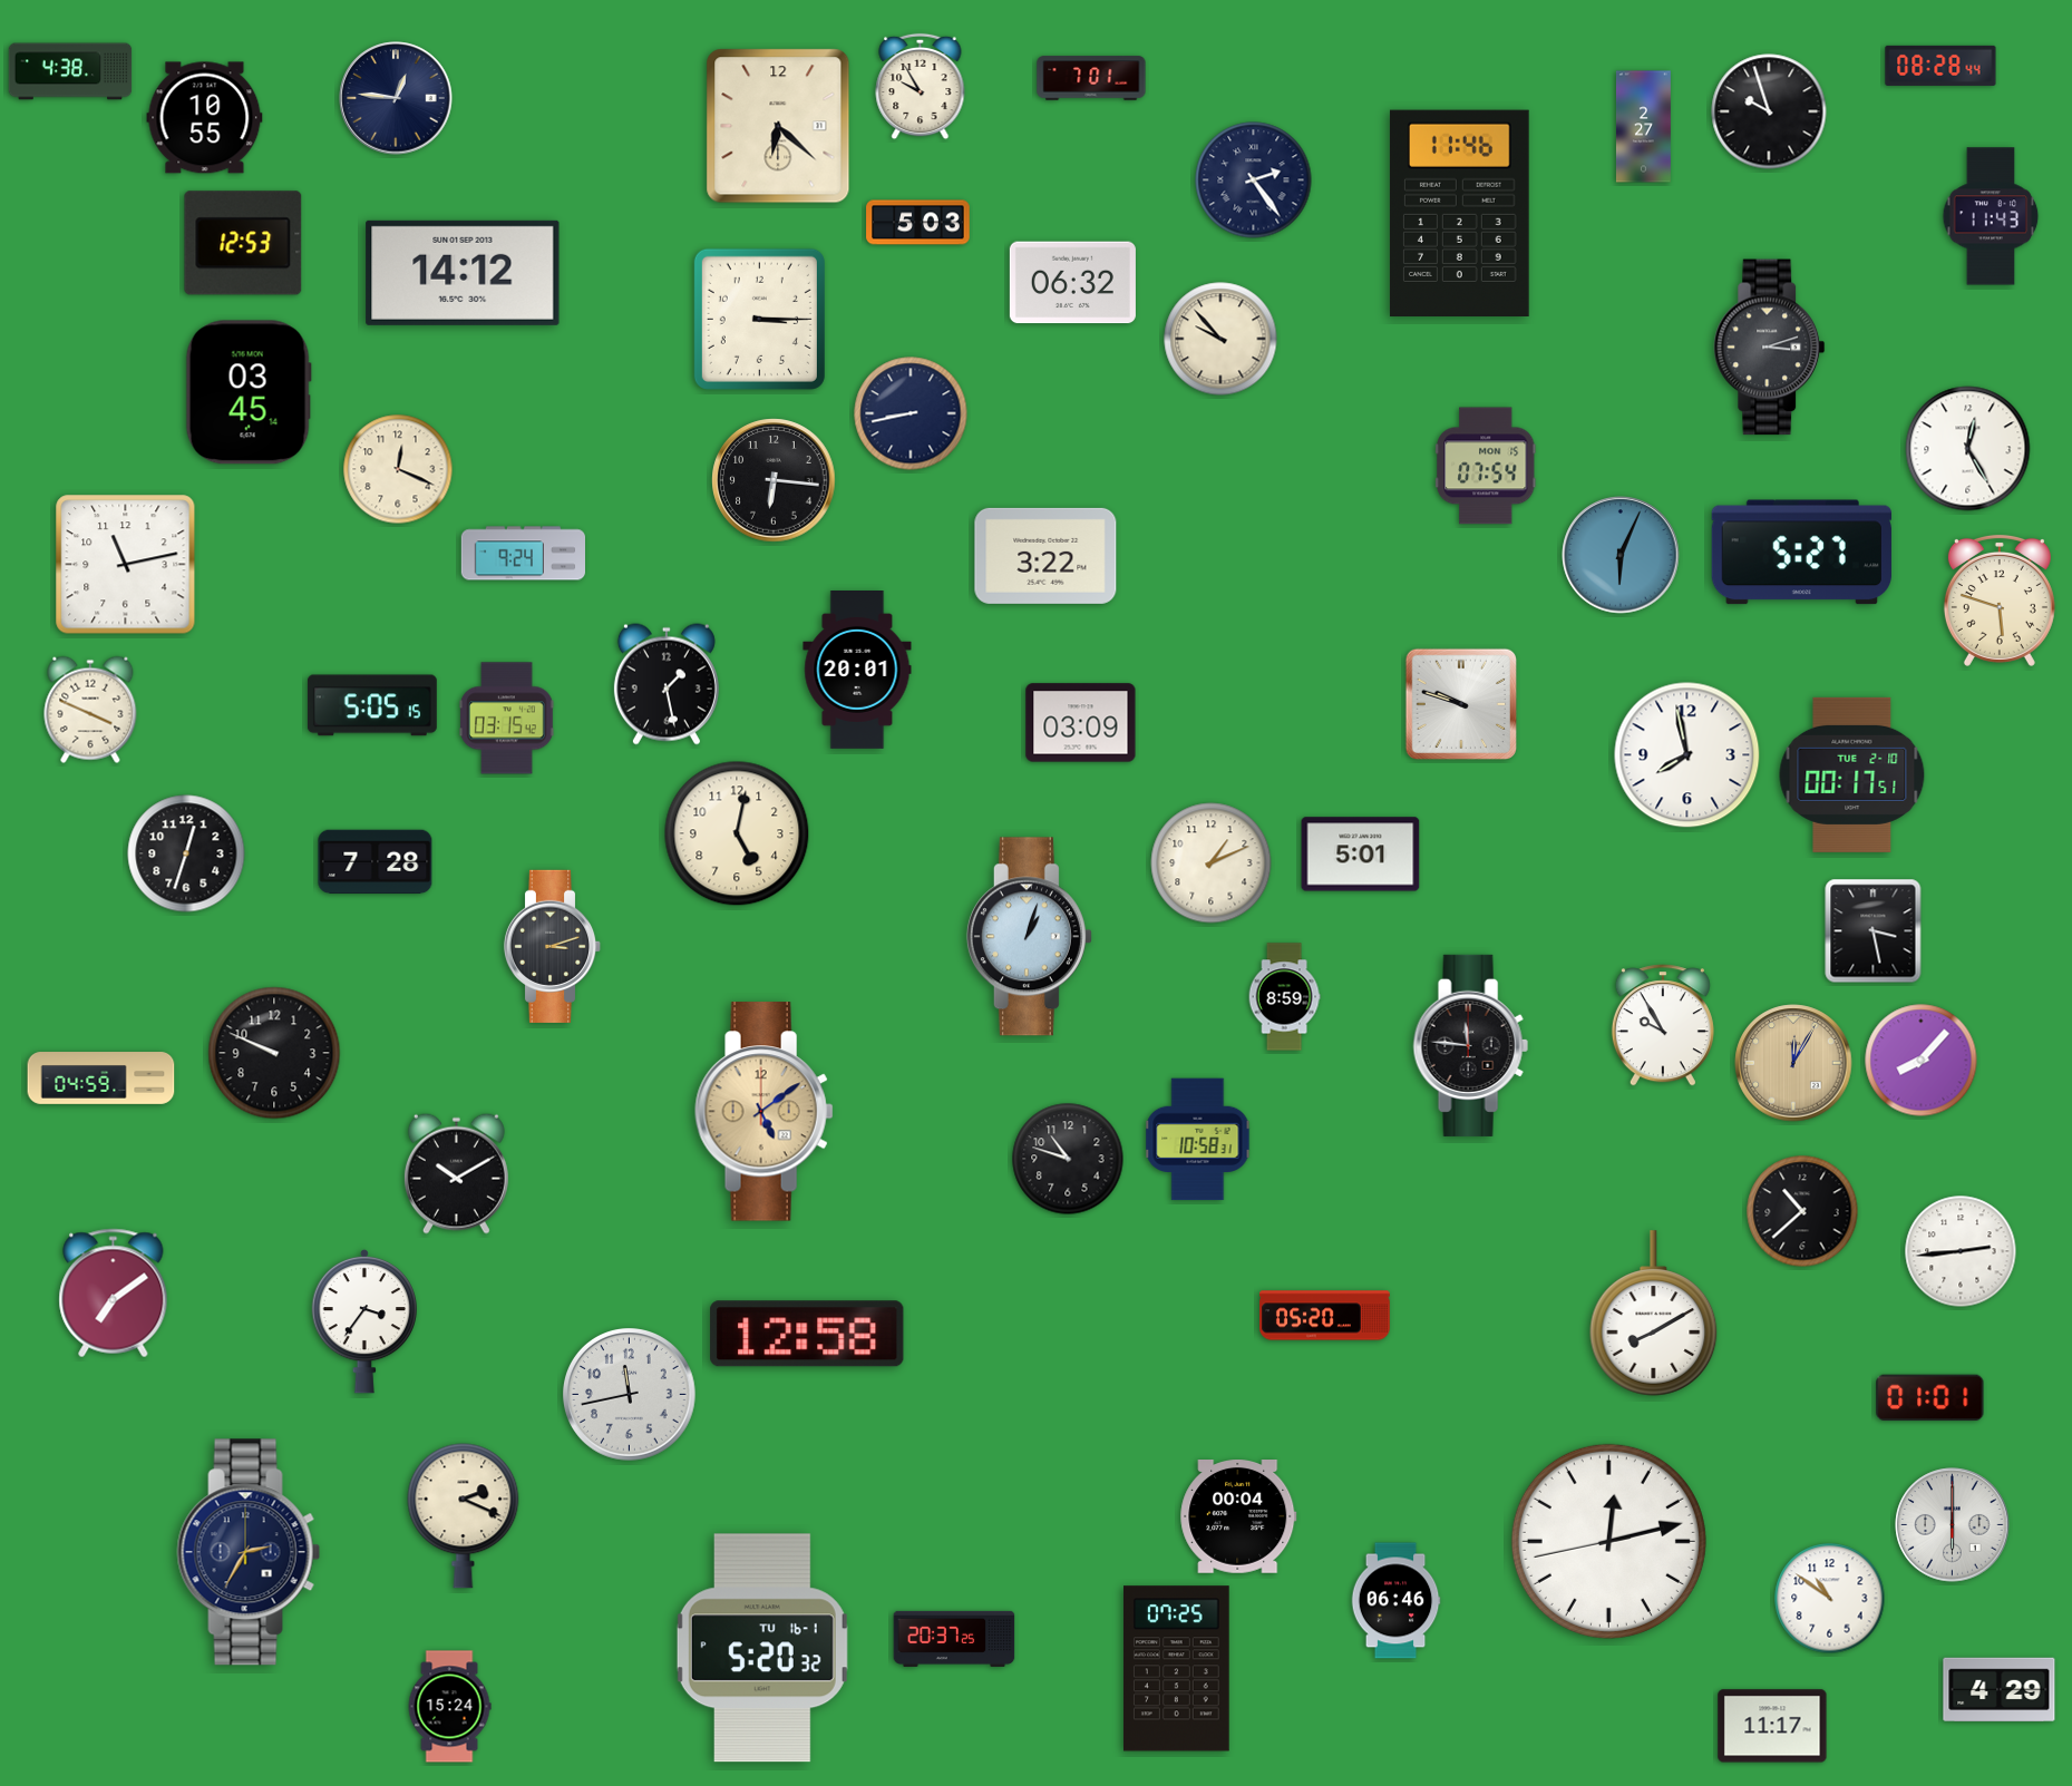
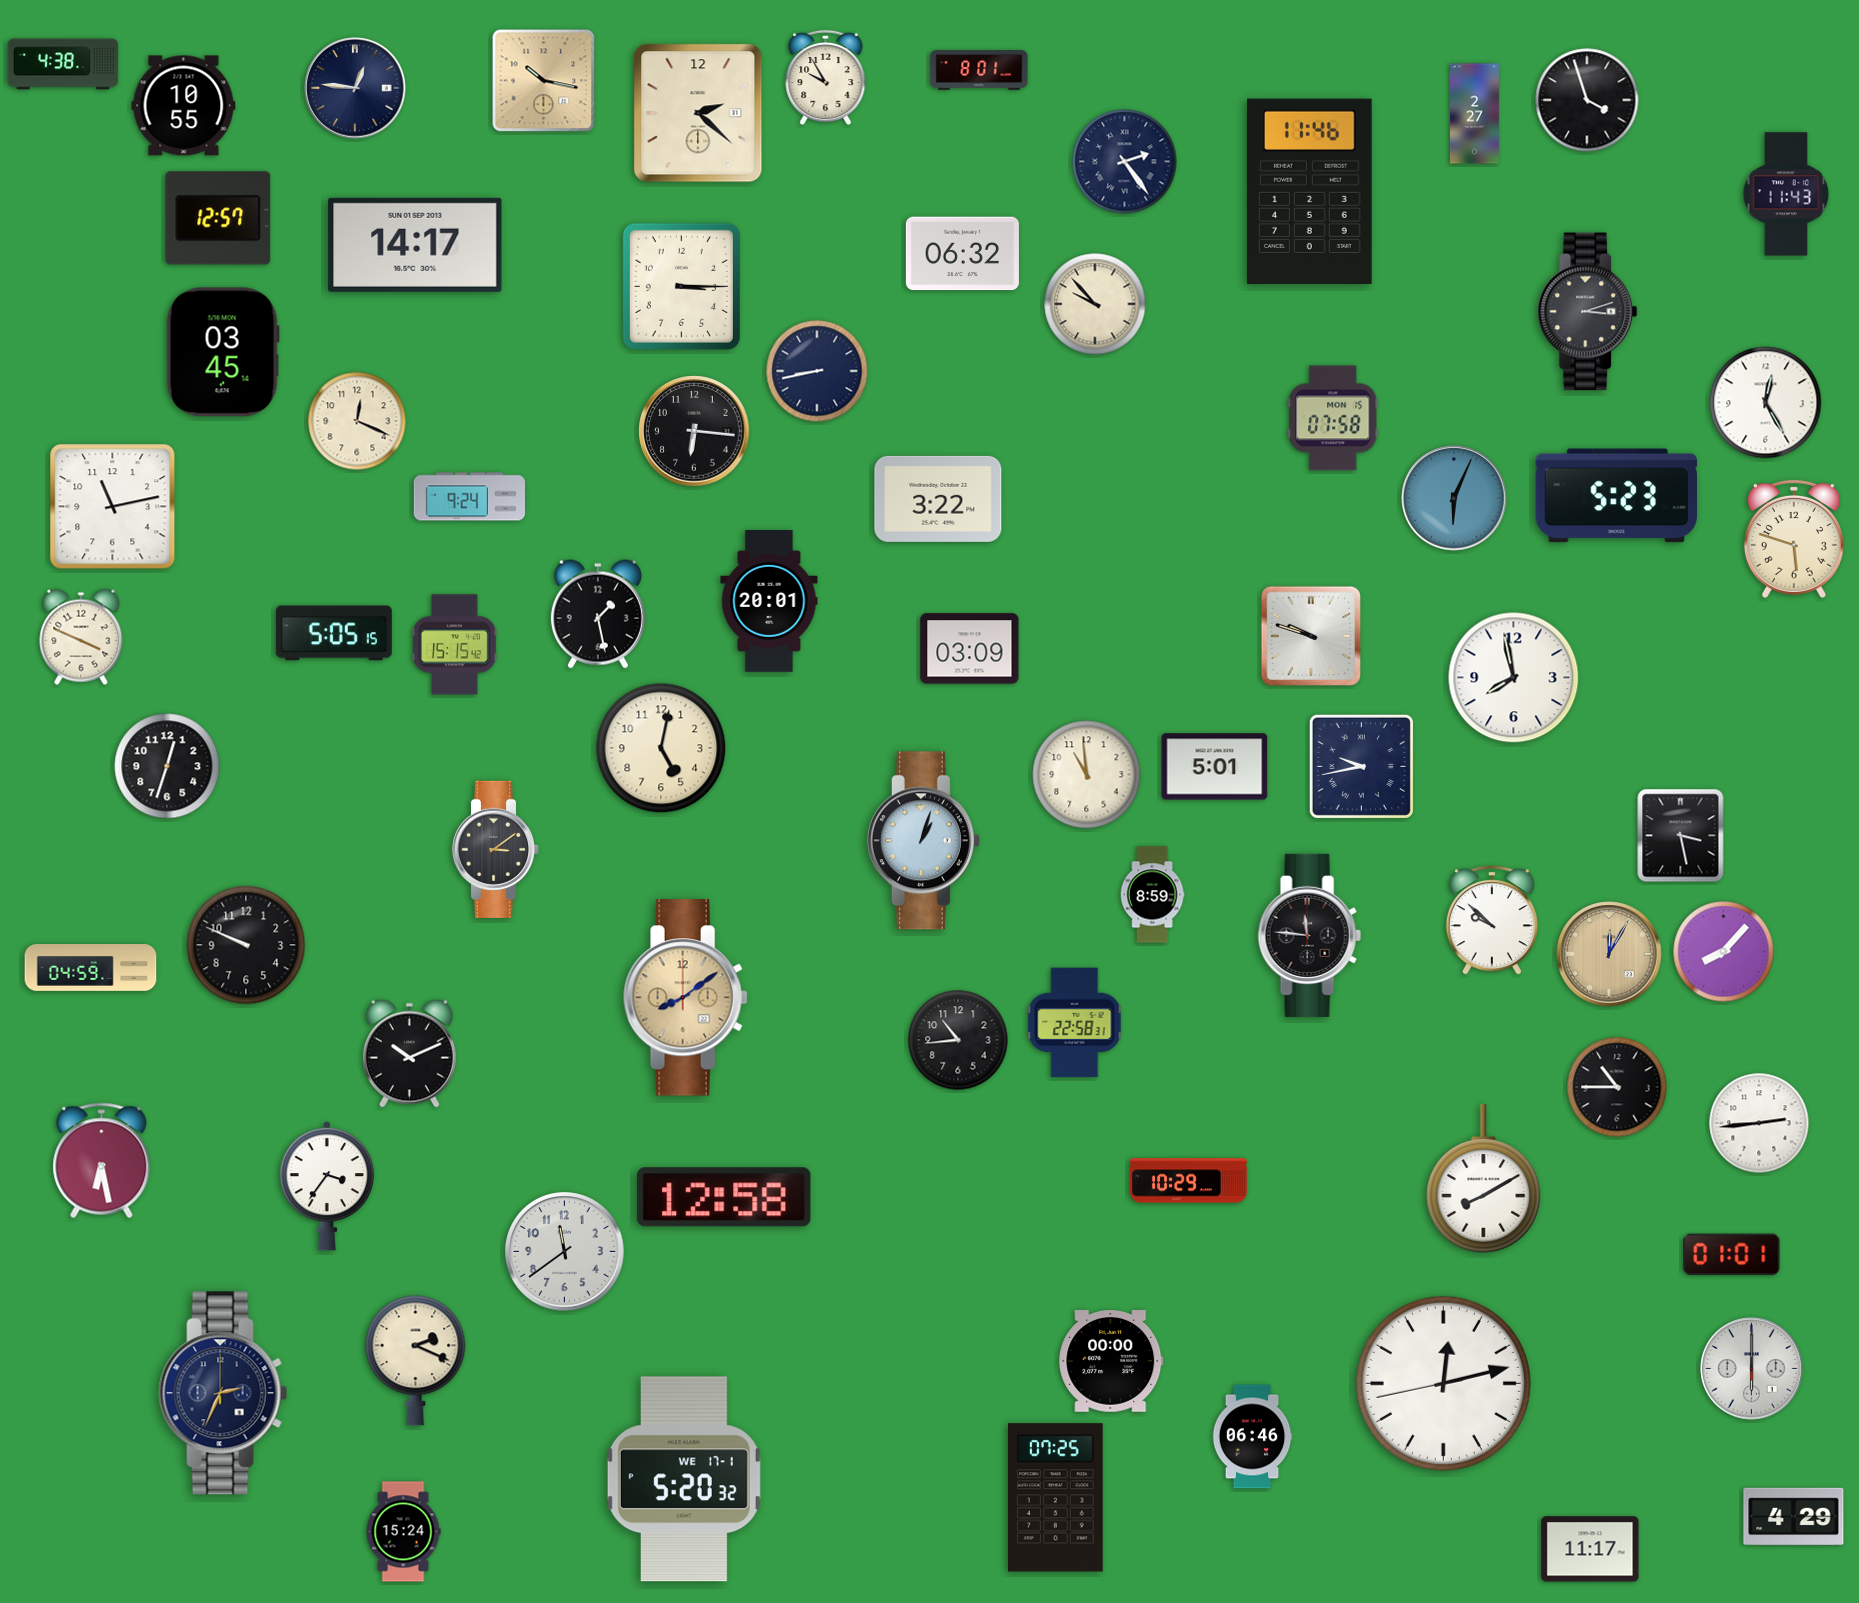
clock at (1940, 66): 08:28 -> none
clock at (1091, 78): 7:01 -> 8:01
clock at (544, 81): none -> 10:17
clock at (1769, 111): 9:57 -> 3:57
clock at (778, 126): 6:22 -> 2:22
clock at (918, 223): 5:03 -> none
clock at (243, 243): 12:53 -> 12:57
clock at (463, 273): 14:12 -> 14:17
clock at (1487, 466): 07:54 -> 07:58
clock at (1801, 553): 5:27 -> 5:23
clock at (1460, 703) position: (1460, 703) -> (1310, 635)
clock at (507, 719): 03:15 -> 15:15
clock at (1852, 774): 00:17 -> none
clock at (1361, 766): none -> 9:43
clock at (1361, 855) position: (1361, 855) -> (1215, 767)
clock at (376, 862): 7:28 -> none
clock at (1212, 863): 1:11 -> 10:59
clock at (553, 946): 3:12 -> 3:09
clock at (1663, 1025): 9:55 -> 9:52
clock at (1470, 1045) position: (1470, 1045) -> (1309, 935)
clock at (765, 1112): 5:09 -> 8:09
clock at (1198, 1140): 10:58 -> 22:58
clock at (1068, 1159): 10:48 -> 10:44
clock at (456, 1173): 10:10 -> 10:11
clock at (1802, 1211): 10:38 -> 10:45
clock at (114, 1294): 7:09 -> 6:28
clock at (1325, 1316): 05:20 -> 10:29
clock at (630, 1395): 11:43 -> 11:39
clock at (1238, 1517): 00:04 -> 00:00
clock at (249, 1552): 2:35 -> 2:34
clock at (1830, 1599): 10:51 -> none
clock at (954, 1639): 20:37 -> none
clock at (762, 1648) date: TU 16-1 -> WE 17-1
